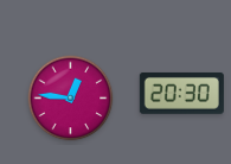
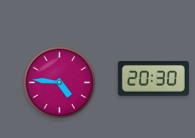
clock at (71, 99): 12:46 -> 4:46
